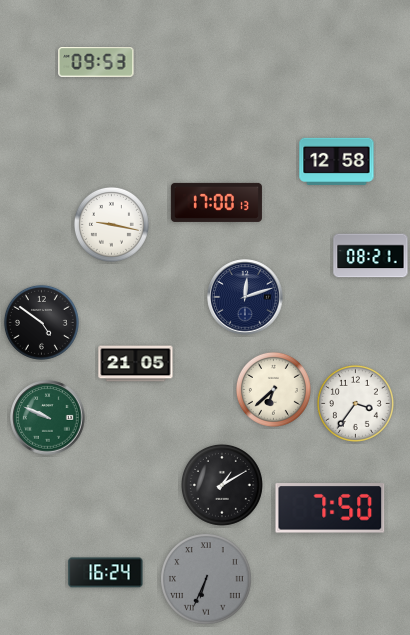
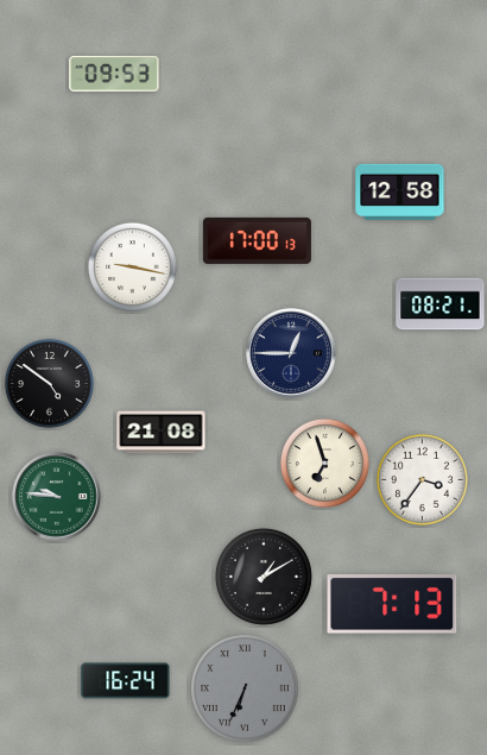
clock at (245, 297): 12:12 -> 12:45
clock at (136, 364): 21:05 -> 21:08
clock at (273, 389): 6:38 -> 6:57
clock at (48, 418): 9:49 -> 9:46
clock at (330, 508): 7:50 -> 7:13
